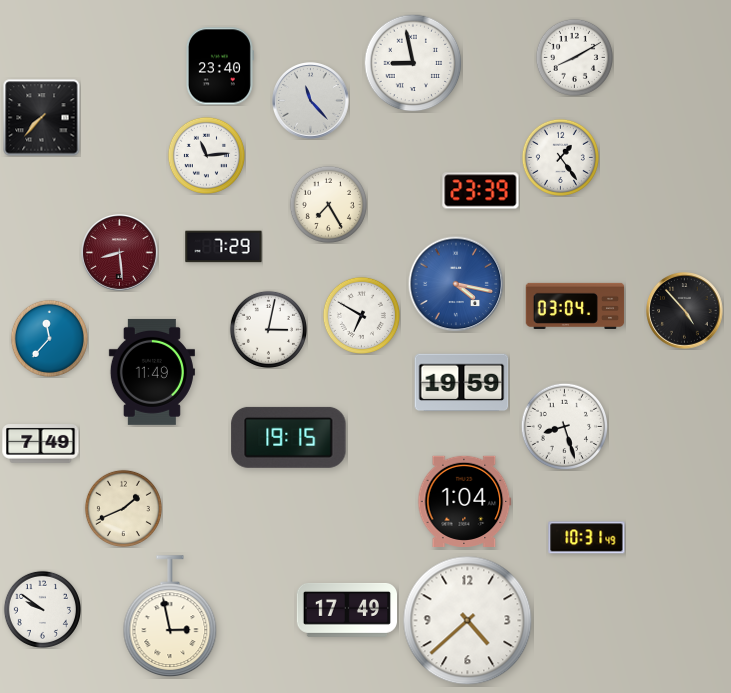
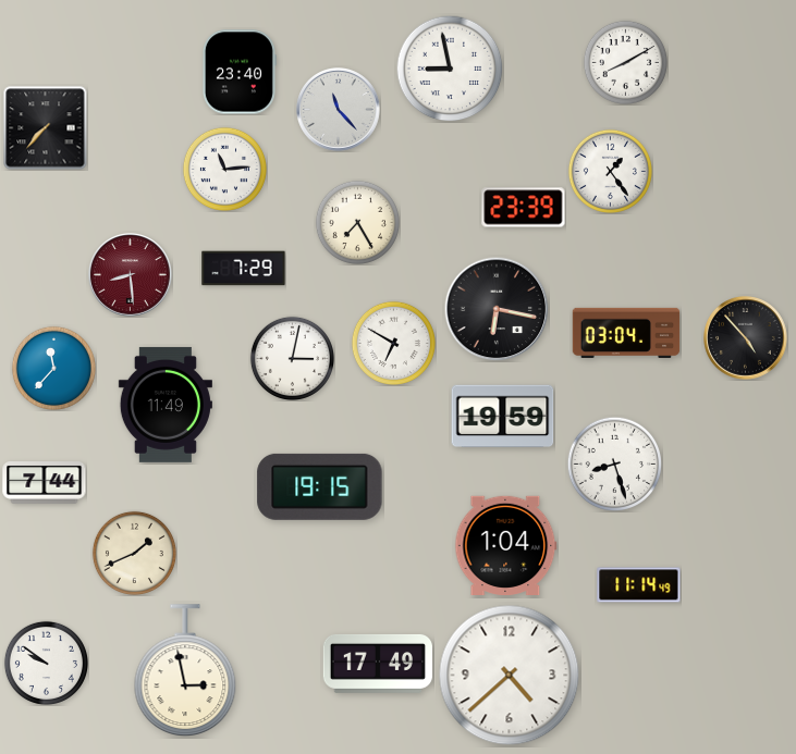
clock at (456, 284): 4:17 -> 6:17
clock at (456, 284) dial: blue -> black
clock at (289, 437) position: (289, 437) -> (320, 486)
clock at (41, 444): 7:49 -> 7:44
clock at (587, 538): 10:31 -> 11:14
